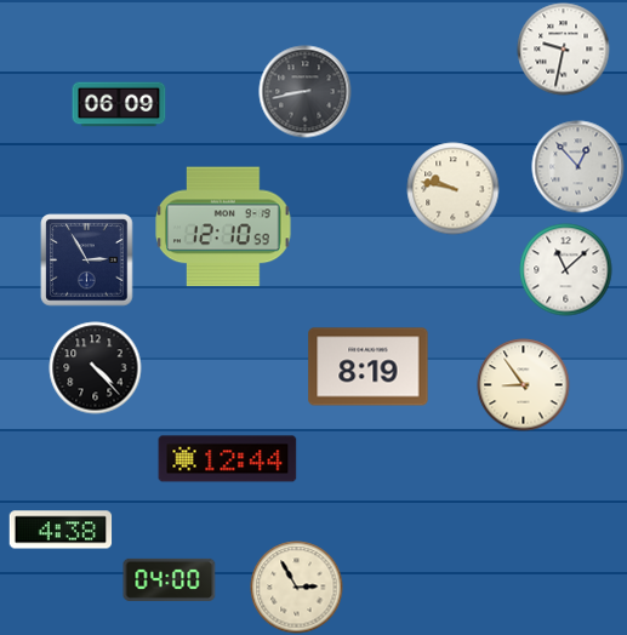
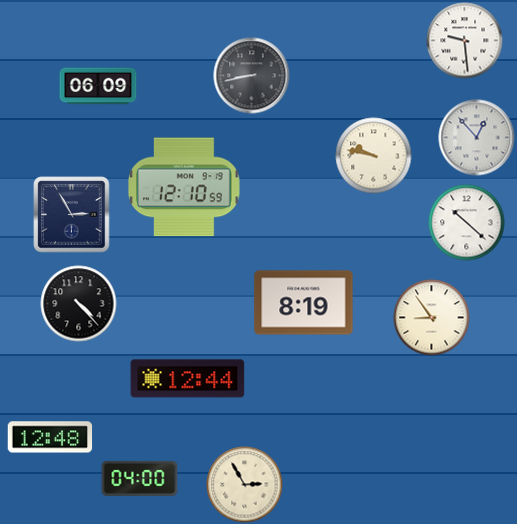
clock at (564, 50): 9:32 -> 9:29
clock at (566, 270): 11:08 -> 10:22
clock at (61, 530): 4:38 -> 12:48
